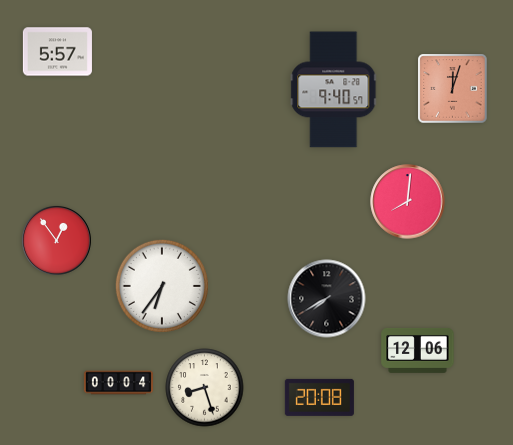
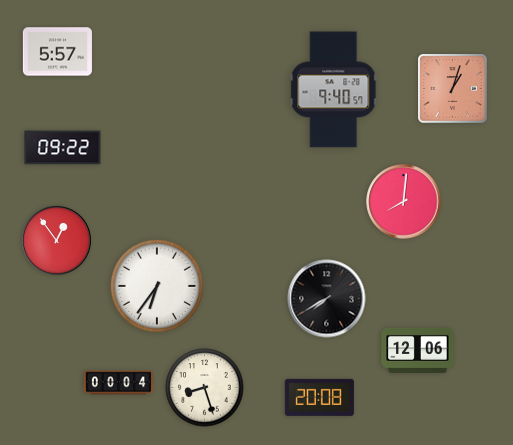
clock at (453, 89): 12:03 -> 1:03
clock at (63, 148): none -> 09:22
clock at (408, 202) position: (408, 202) -> (404, 202)
clock at (162, 286) position: (162, 286) -> (157, 286)
